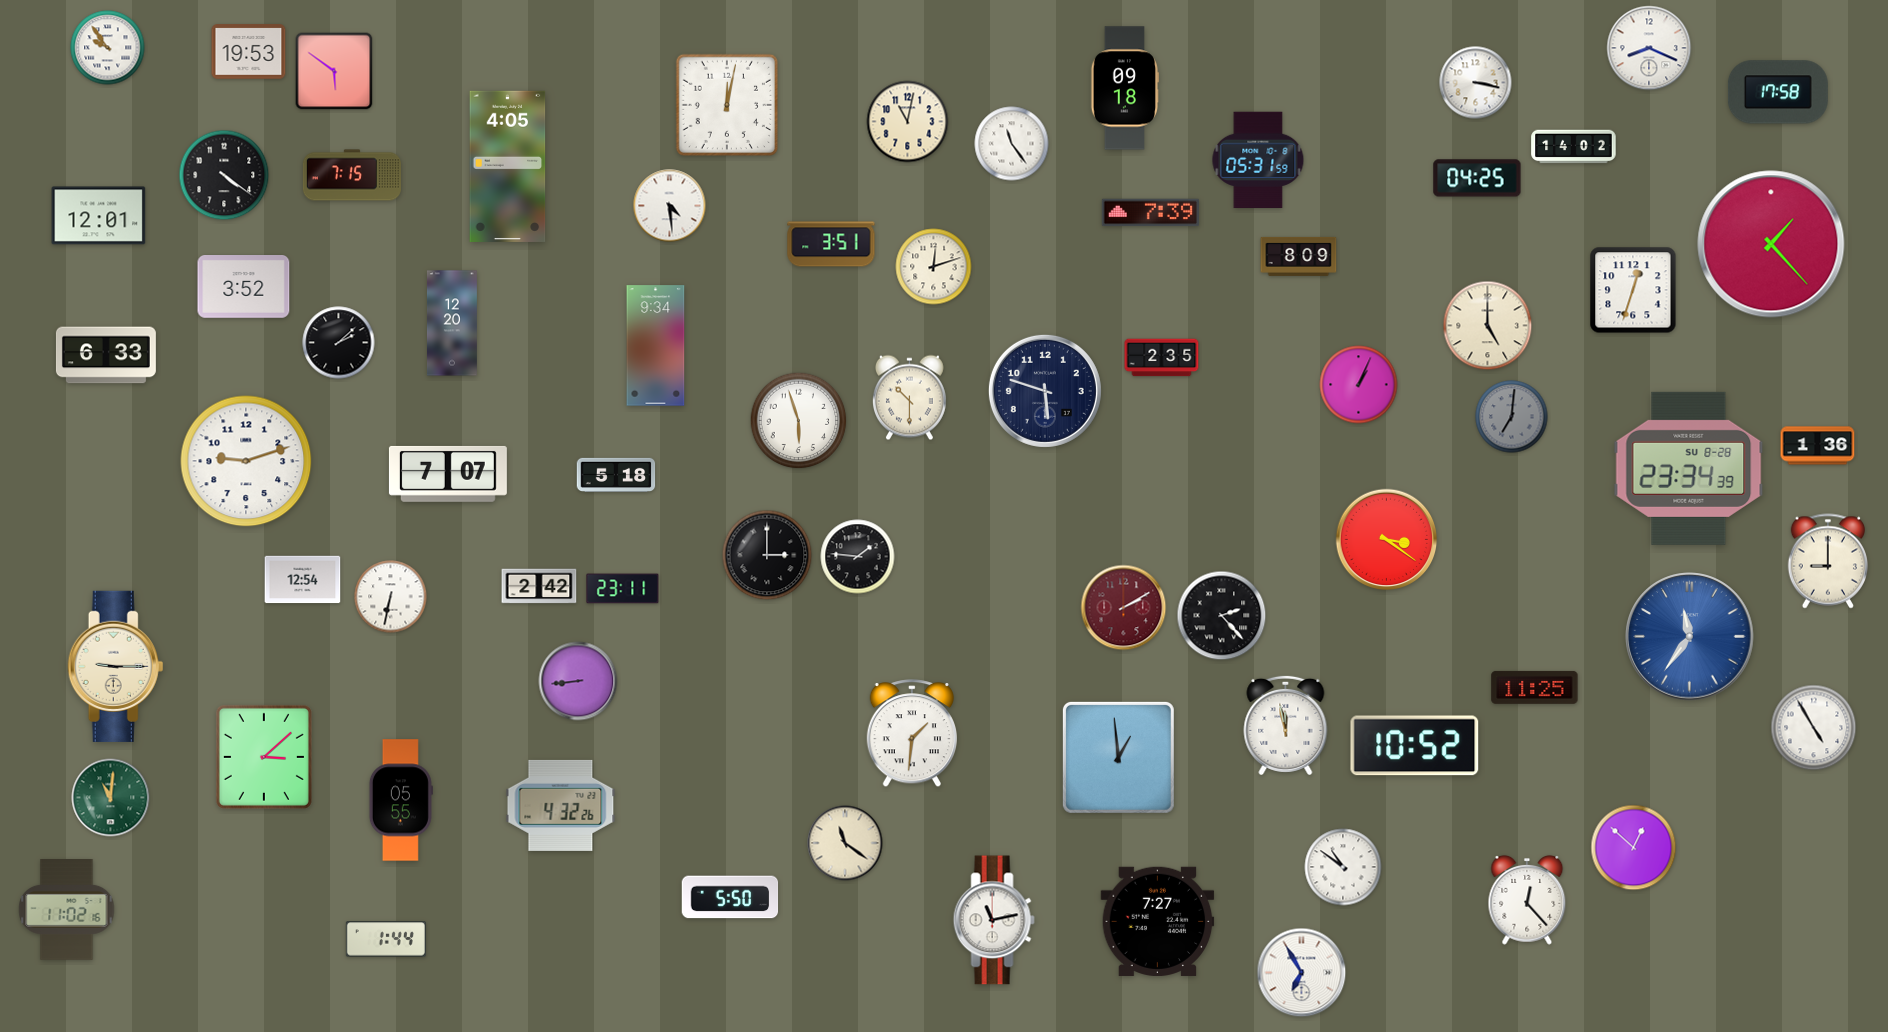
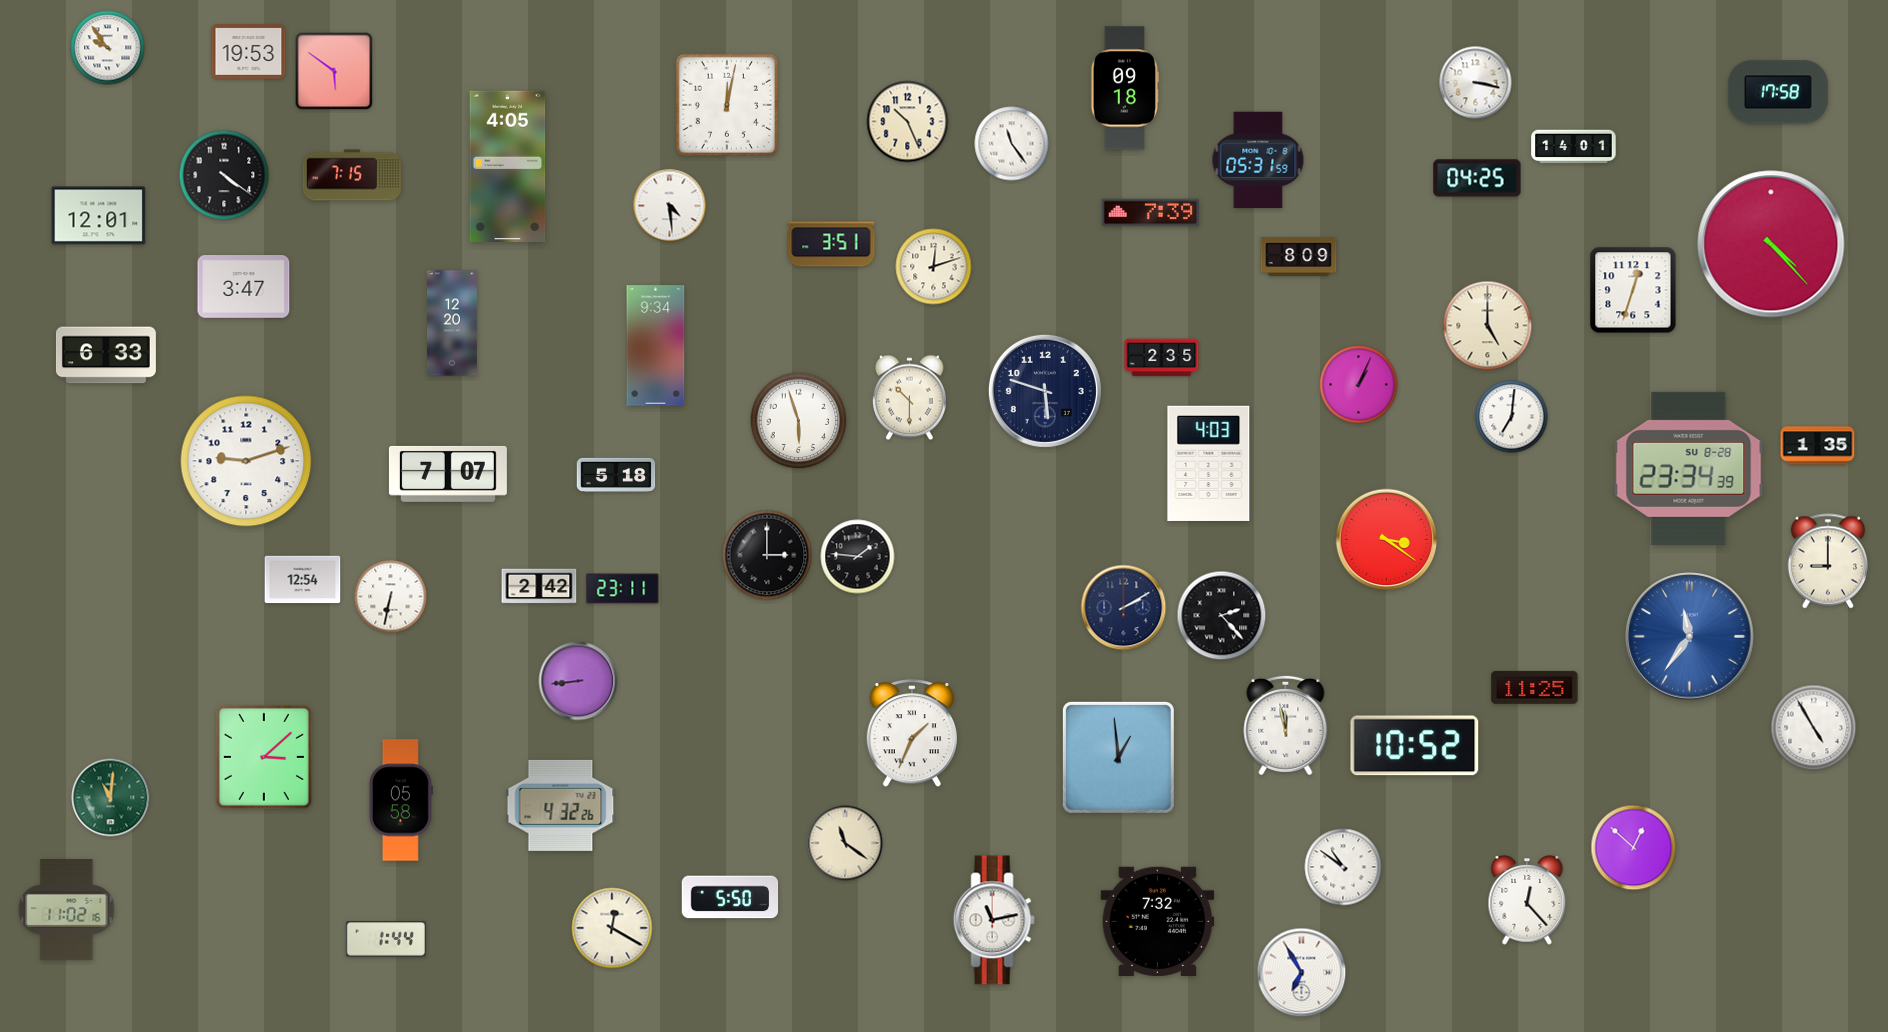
clock at (1649, 48): 8:19 -> none
clock at (908, 122): 11:02 -> 10:26
clock at (1574, 147): 14:02 -> 14:01
clock at (1771, 244): 1:23 -> 4:23
clock at (244, 287): 3:52 -> 3:47
clock at (339, 343): 2:08 -> none
clock at (1512, 417) dial: grey -> white
clock at (1818, 446): 1:36 -> 1:35
clock at (1209, 463): none -> 4:03
clock at (1124, 608) dial: burgundy -> navy
clock at (116, 666): 9:15 -> none
clock at (911, 734): 1:31 -> 1:34
clock at (401, 800): 05:55 -> 05:58
clock at (1158, 921): 7:27 -> 7:32
clock at (612, 928): none -> 12:20
